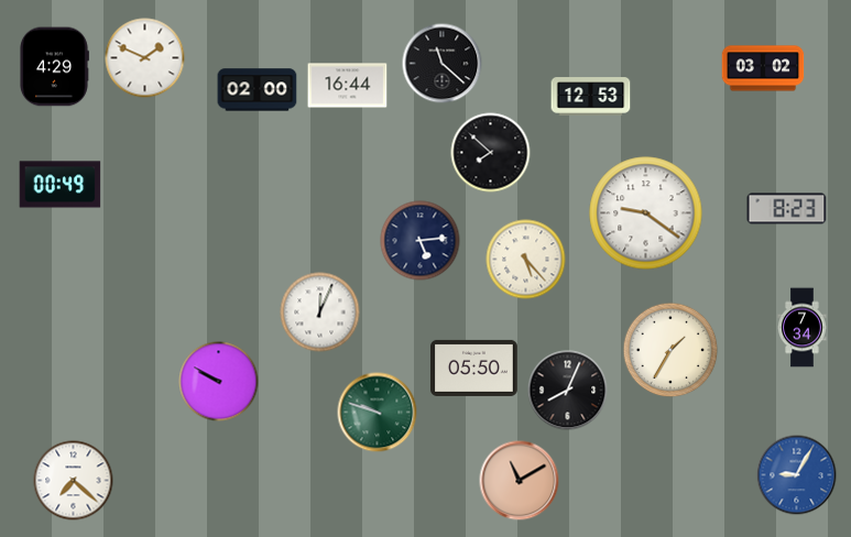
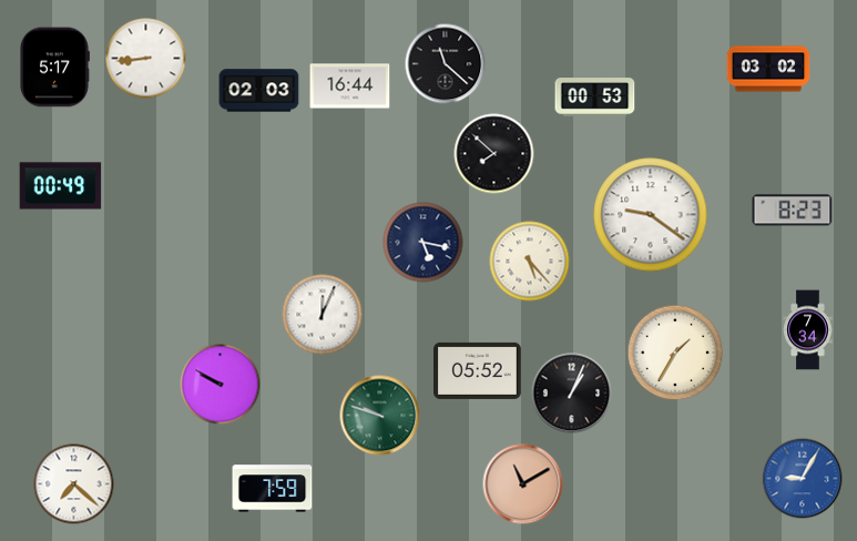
clock at (145, 58): 1:49 -> 8:44
clock at (54, 67): 4:29 -> 5:17
clock at (258, 90): 02:00 -> 02:03
clock at (591, 97): 12:53 -> 00:53
clock at (421, 241): 5:14 -> 5:17
clock at (474, 368): 05:50 -> 05:52
clock at (568, 391): 8:04 -> 1:04
clock at (273, 489): none -> 7:59
